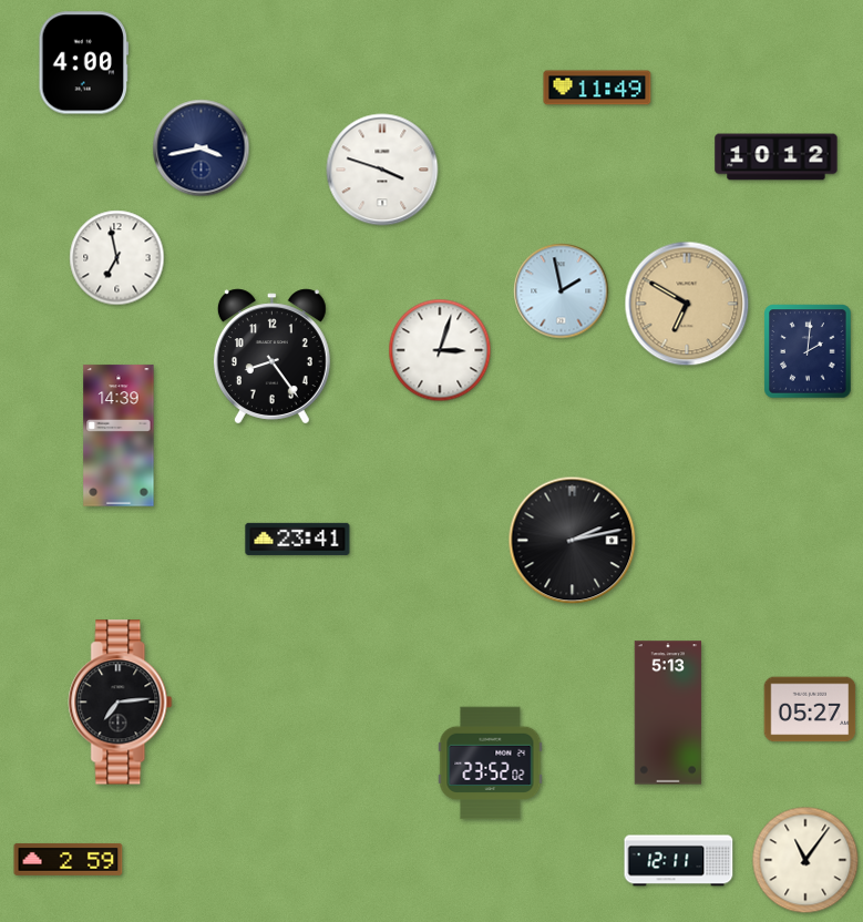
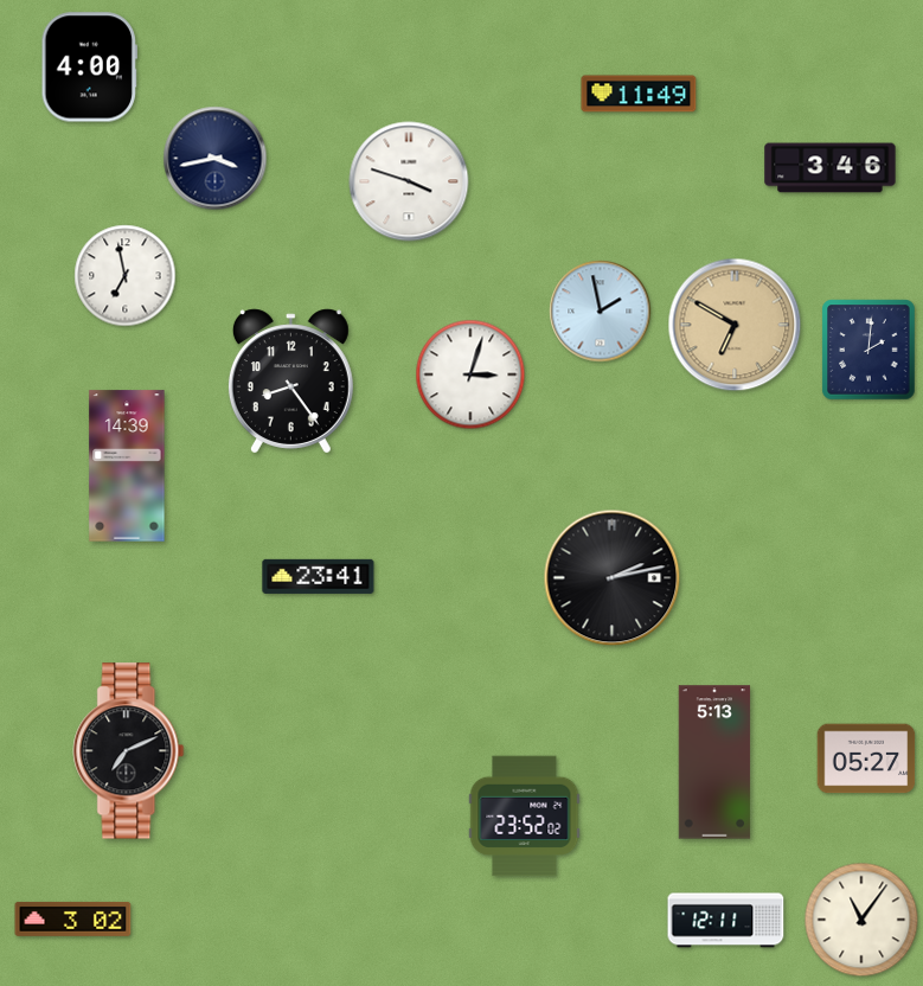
clock at (777, 157): 10:12 -> 3:46
clock at (808, 351) position: (808, 351) -> (868, 350)
clock at (121, 703): 7:14 -> 7:11
clock at (69, 859): 2:59 -> 3:02
